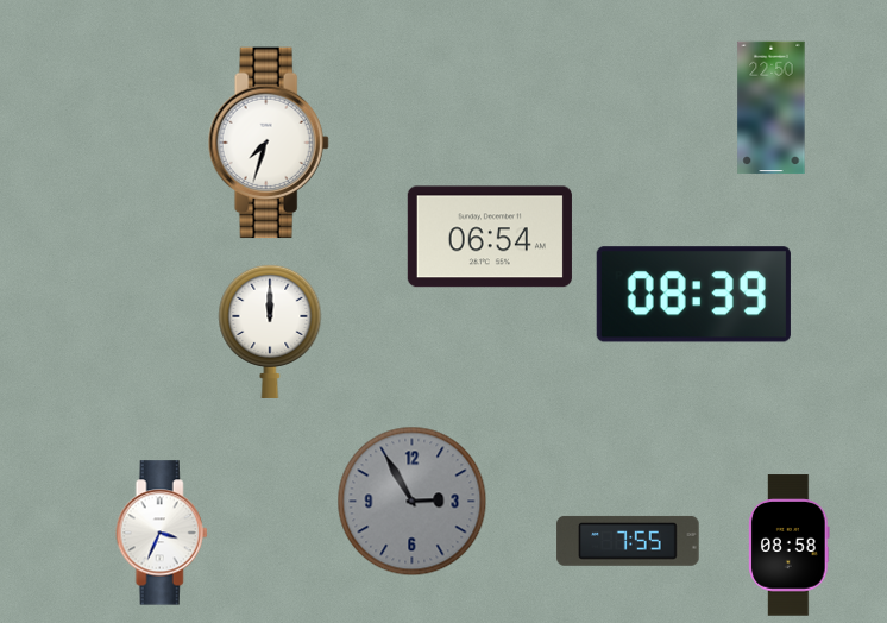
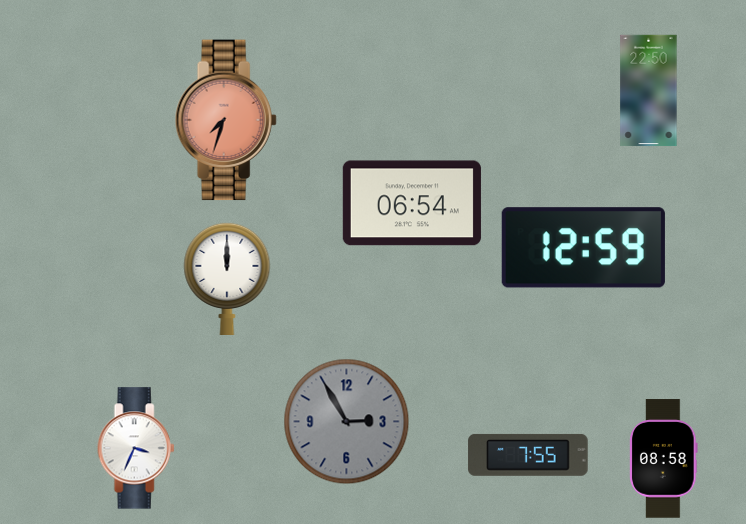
clock at (269, 143) dial: white -> salmon
clock at (490, 237) position: (490, 237) -> (412, 203)
clock at (693, 295): 08:39 -> 12:59
